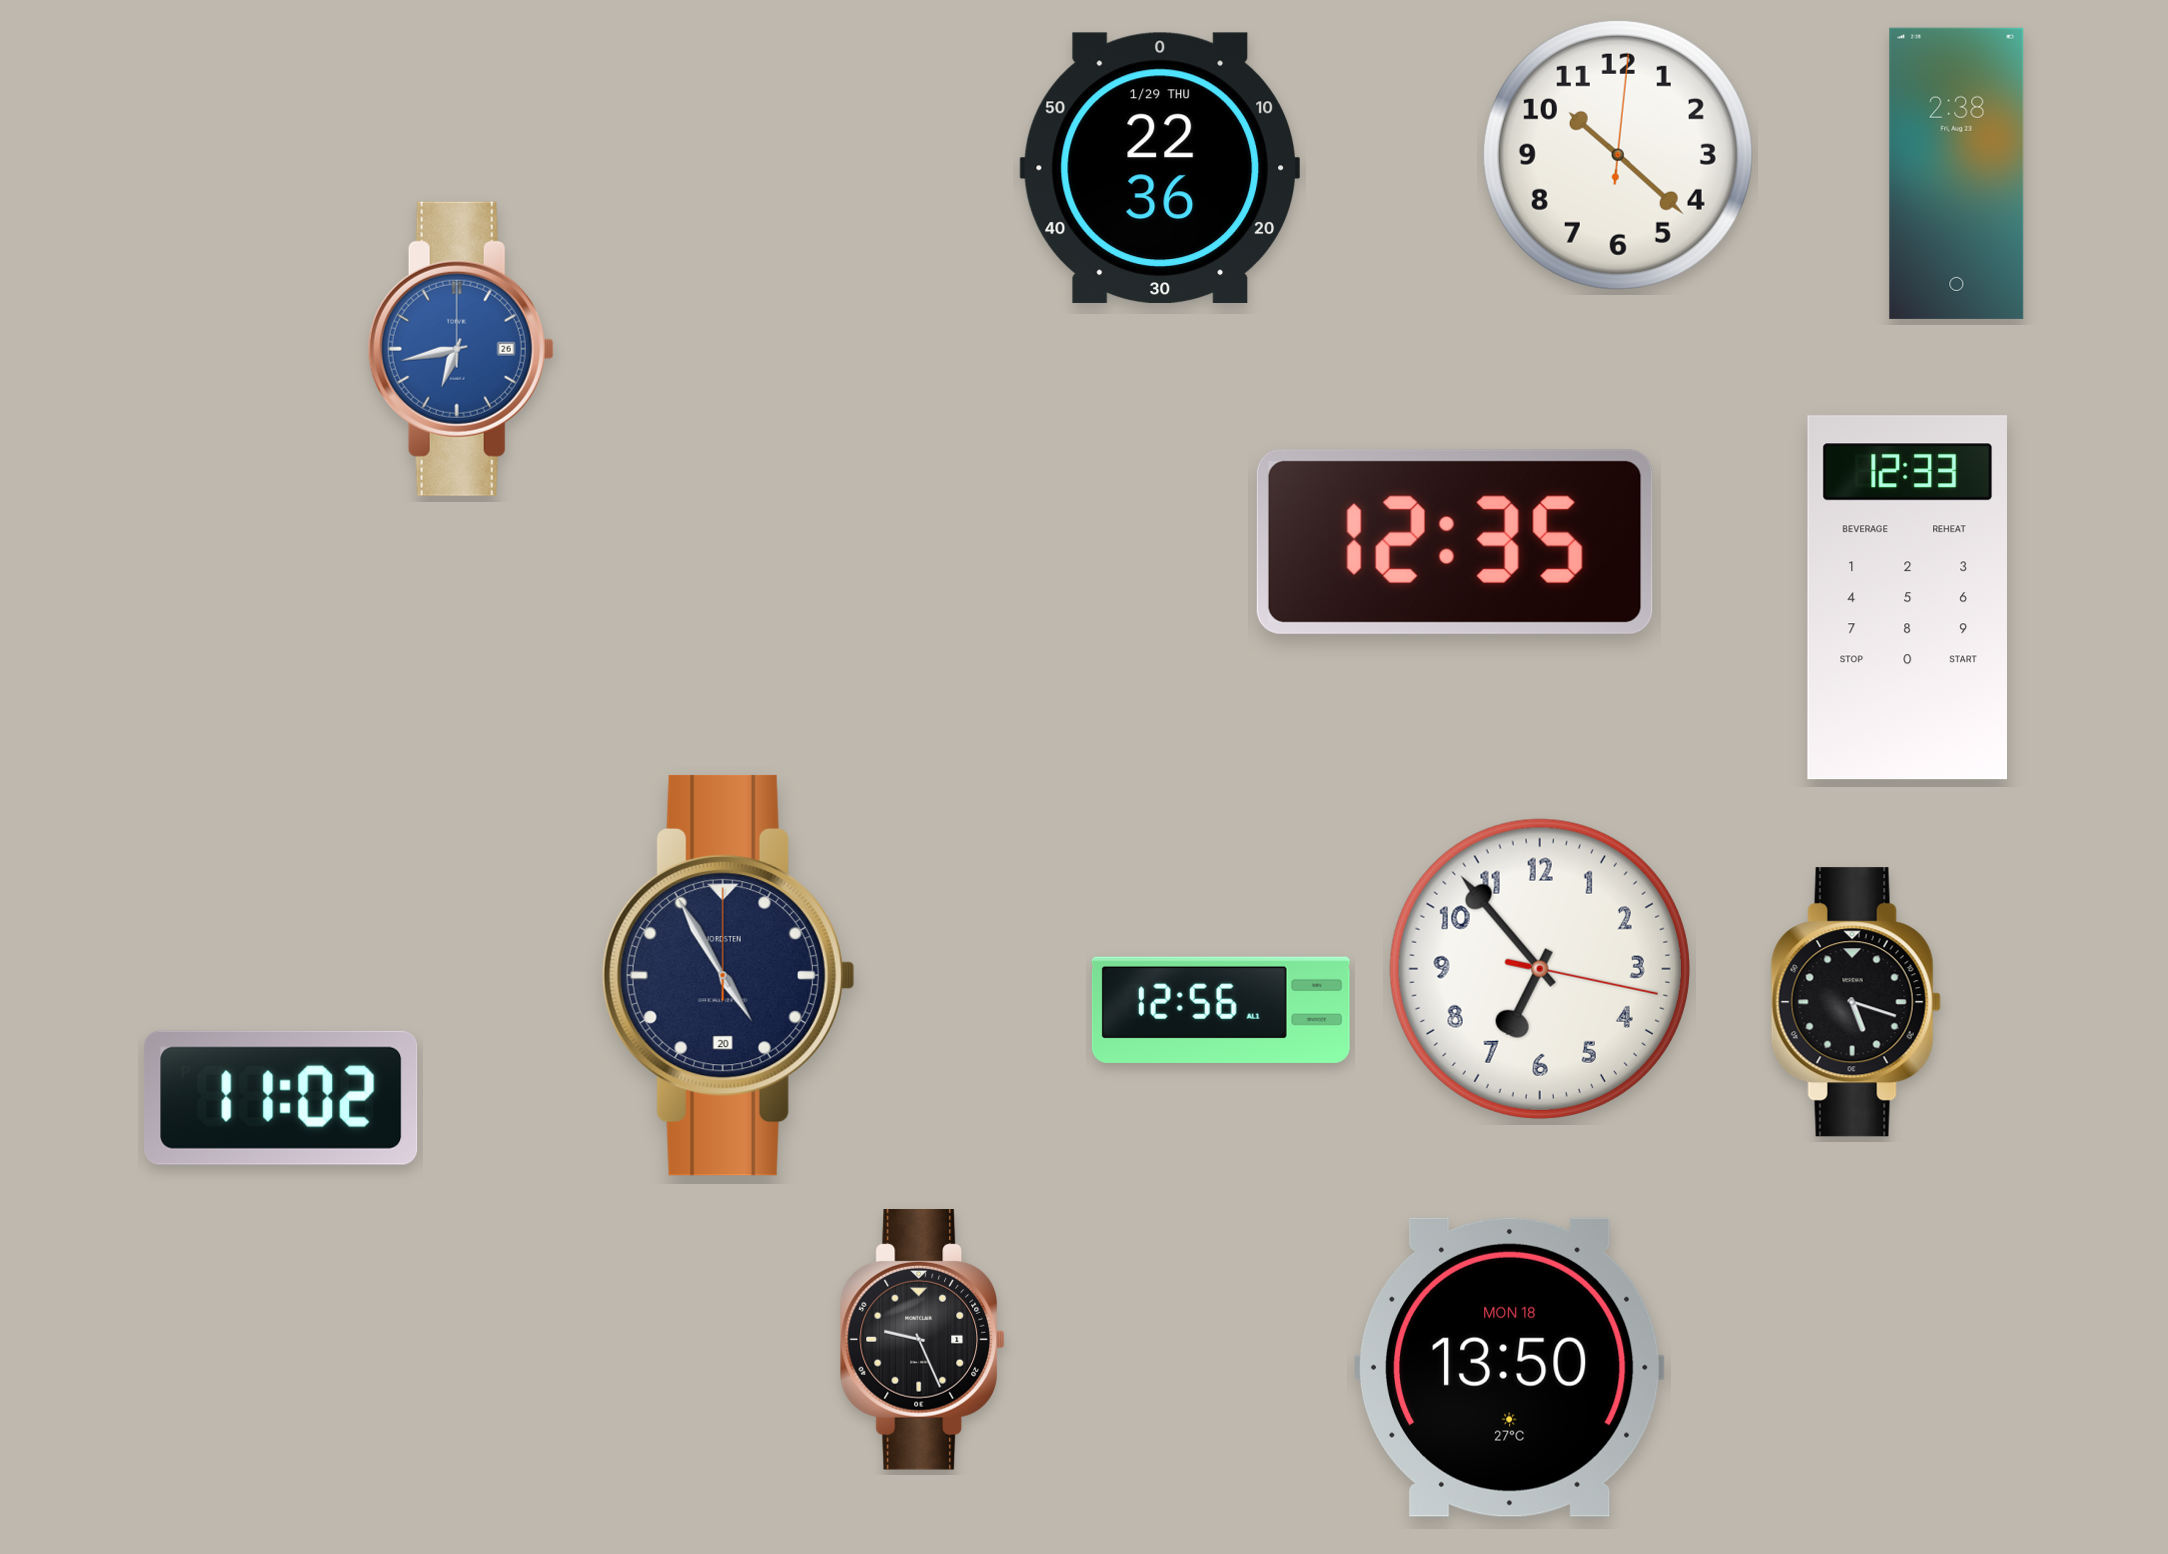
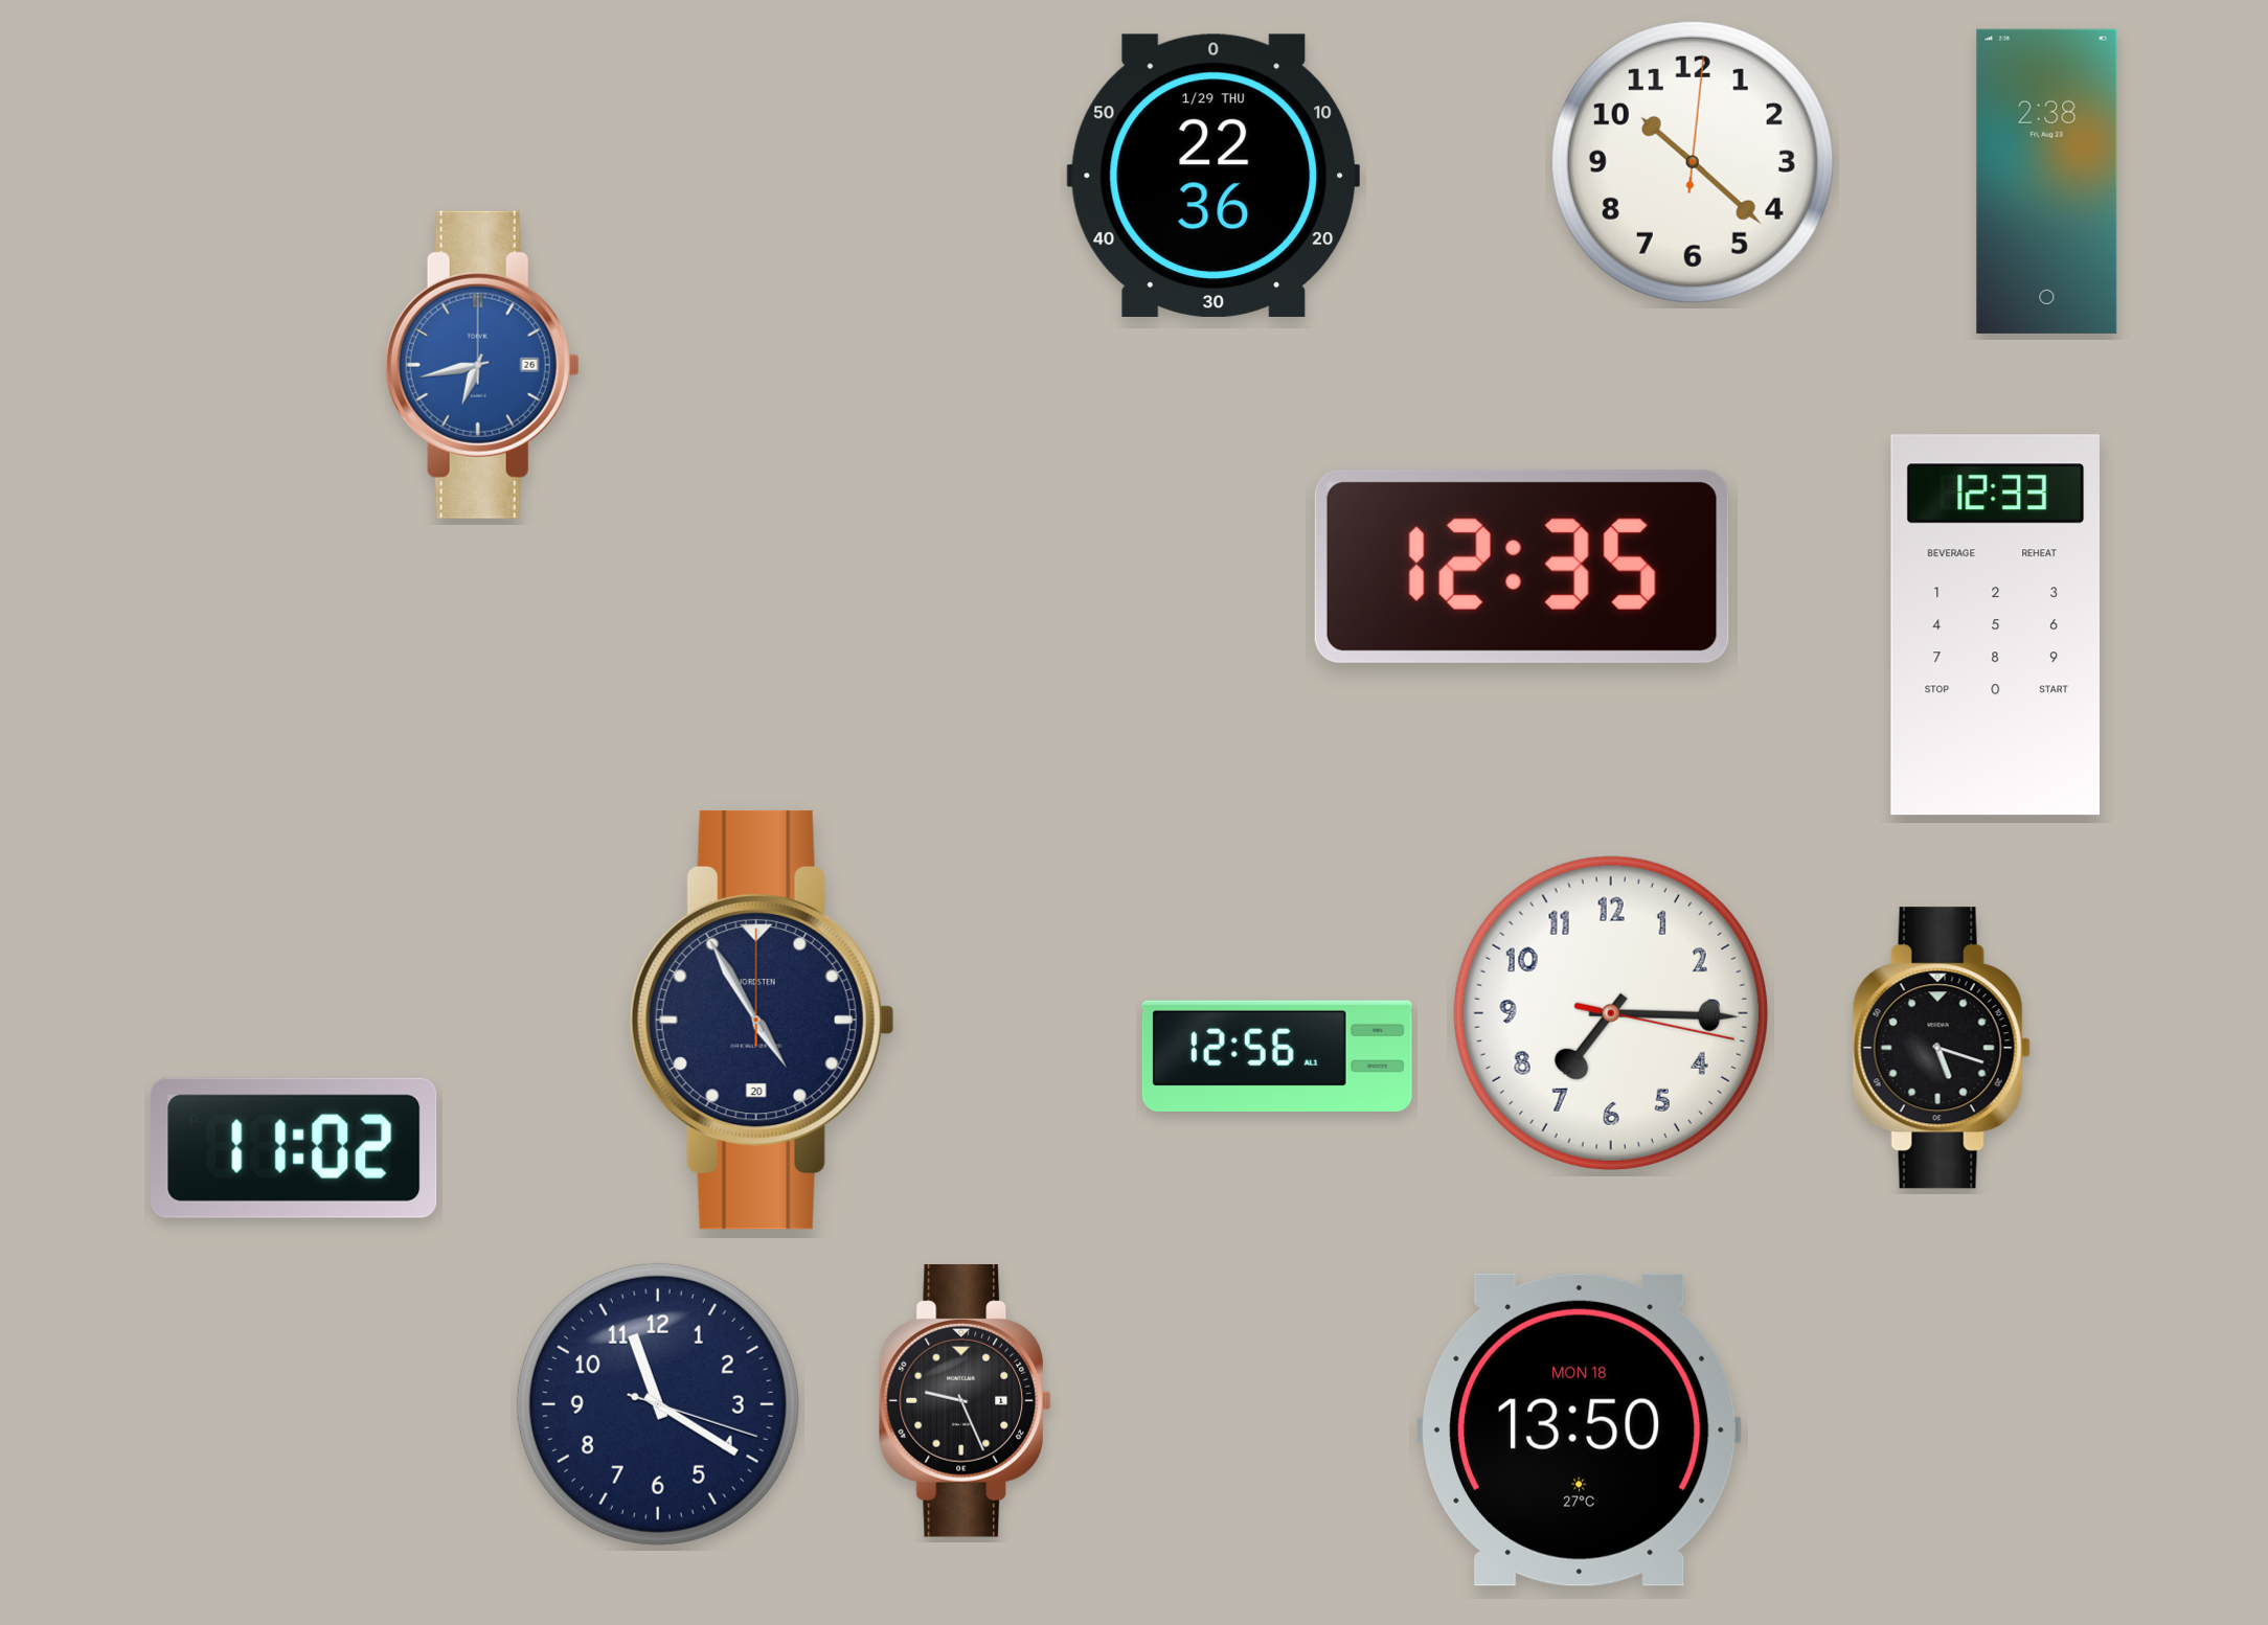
clock at (1540, 969): 6:53 -> 7:15
clock at (658, 1404): none -> 11:20
